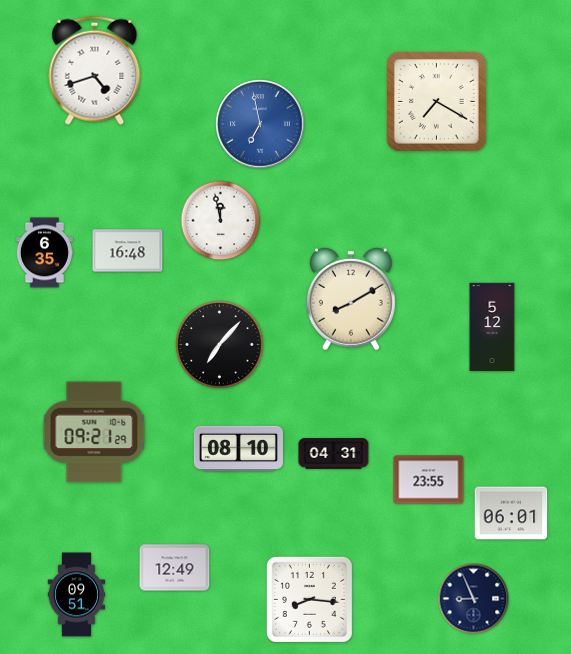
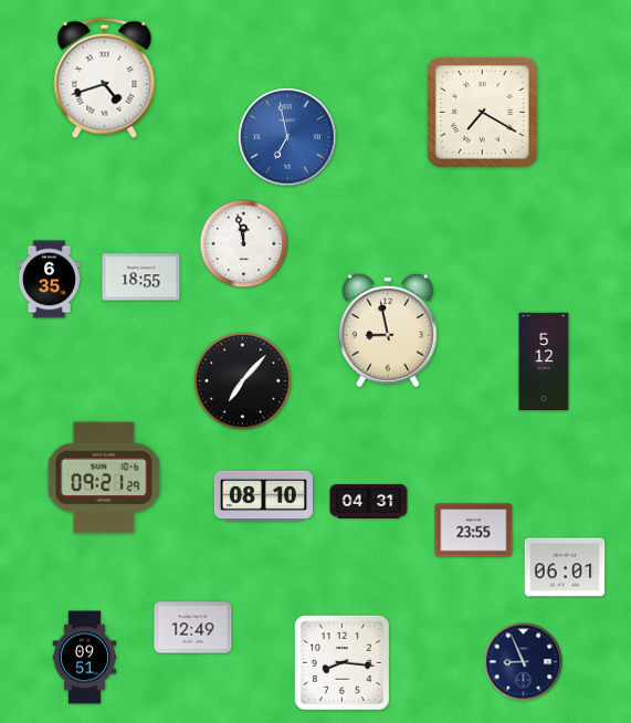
clock at (128, 251): 16:48 -> 18:55
clock at (351, 299): 8:10 -> 8:58
